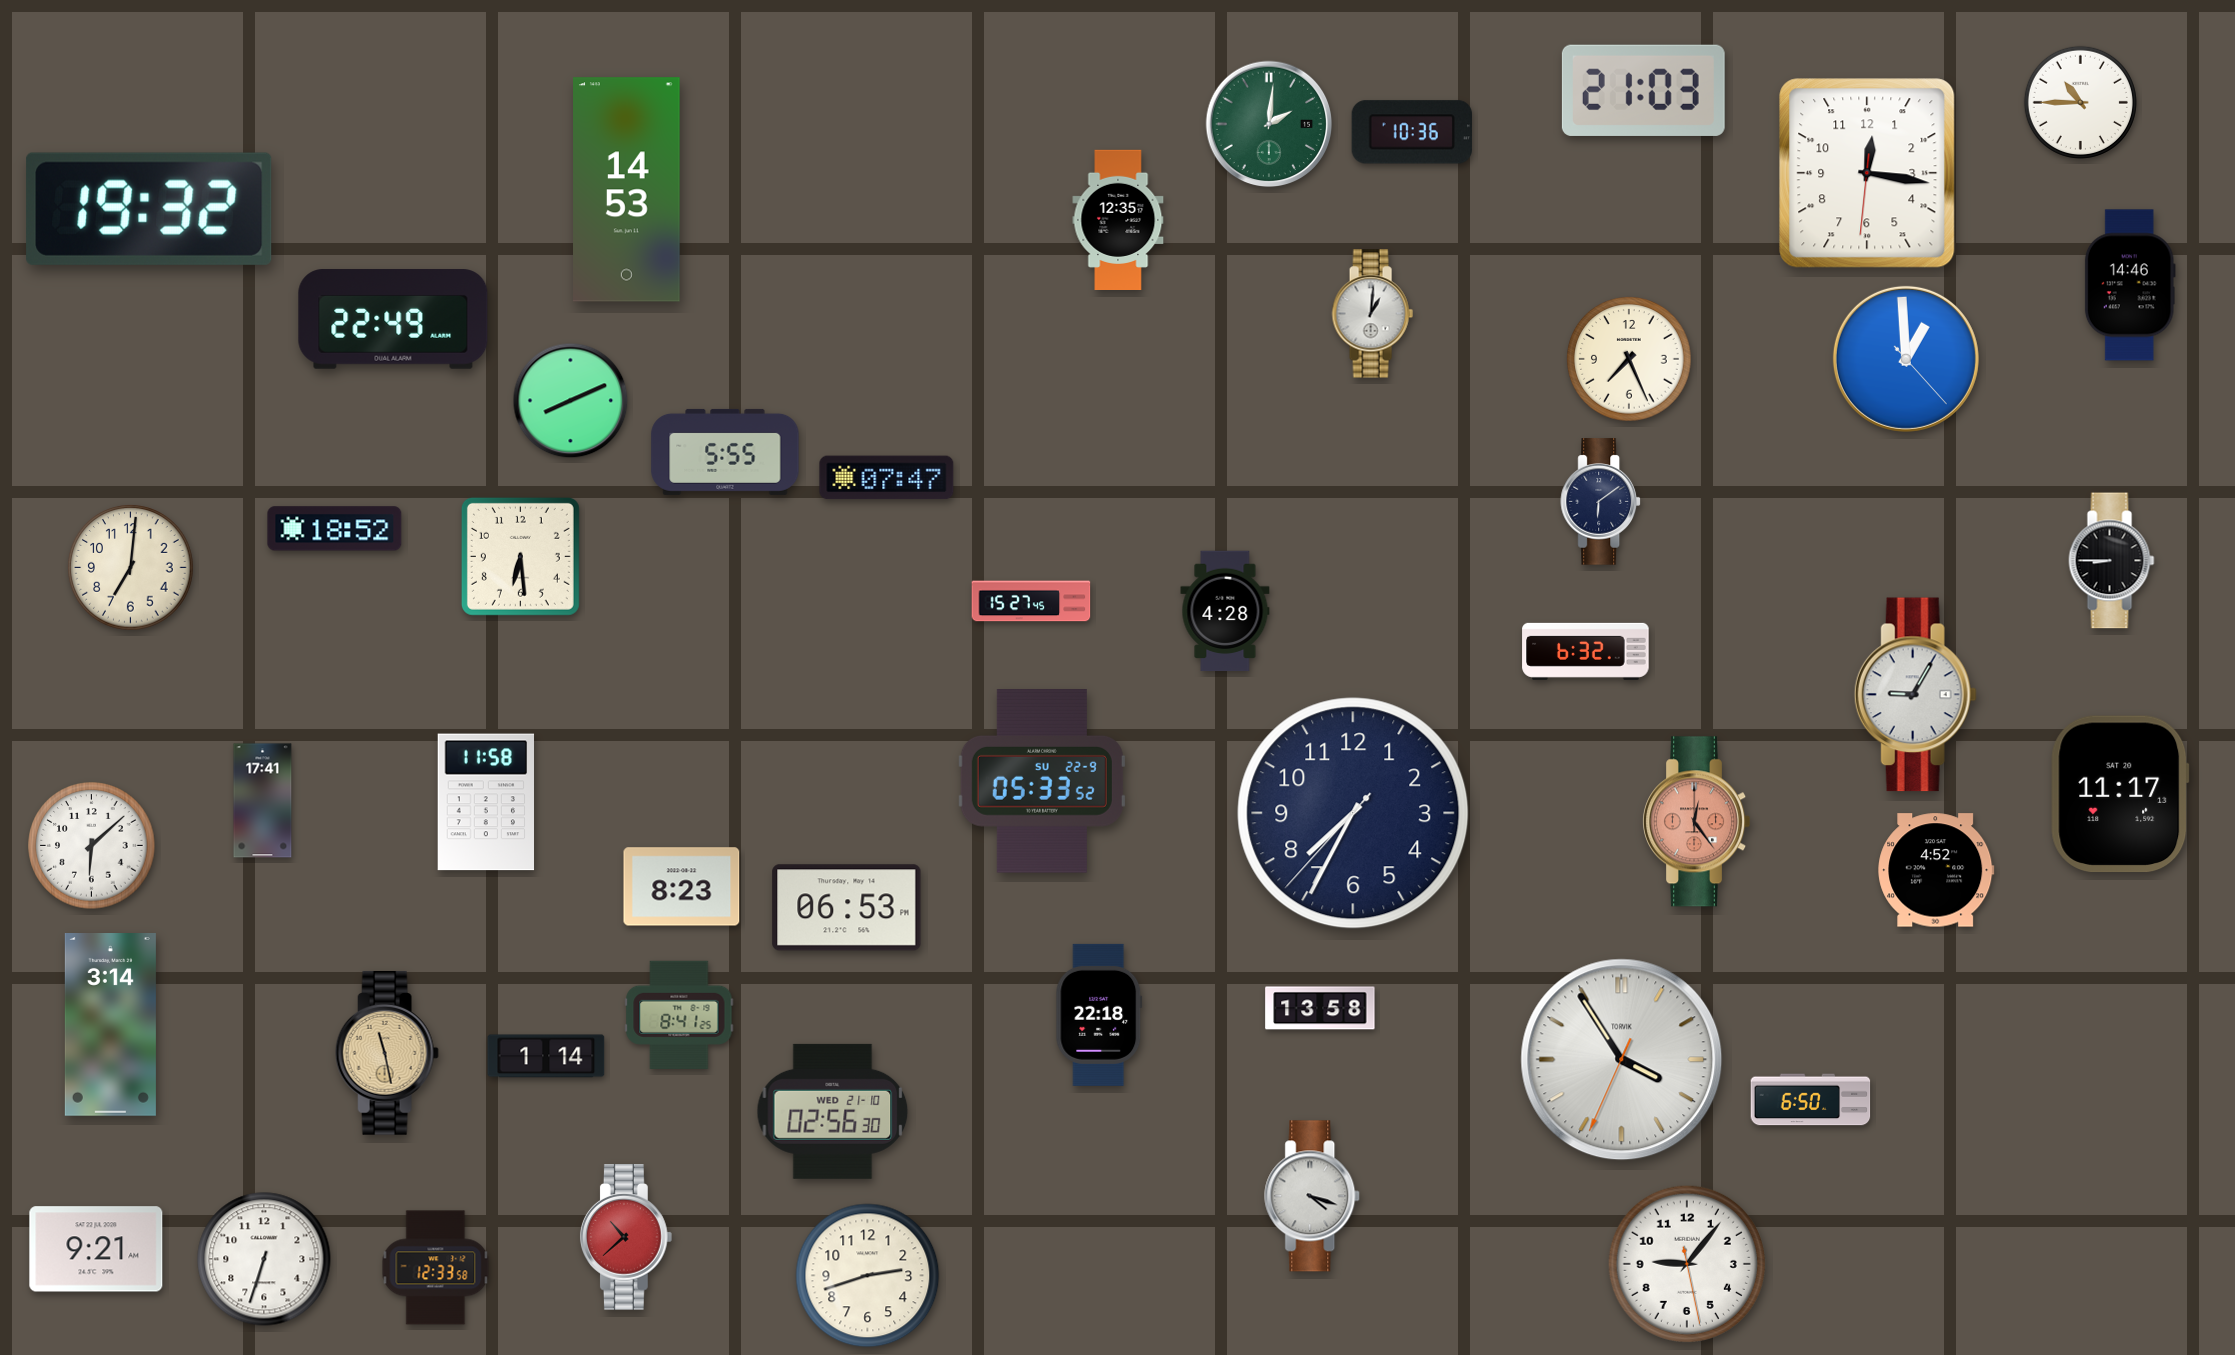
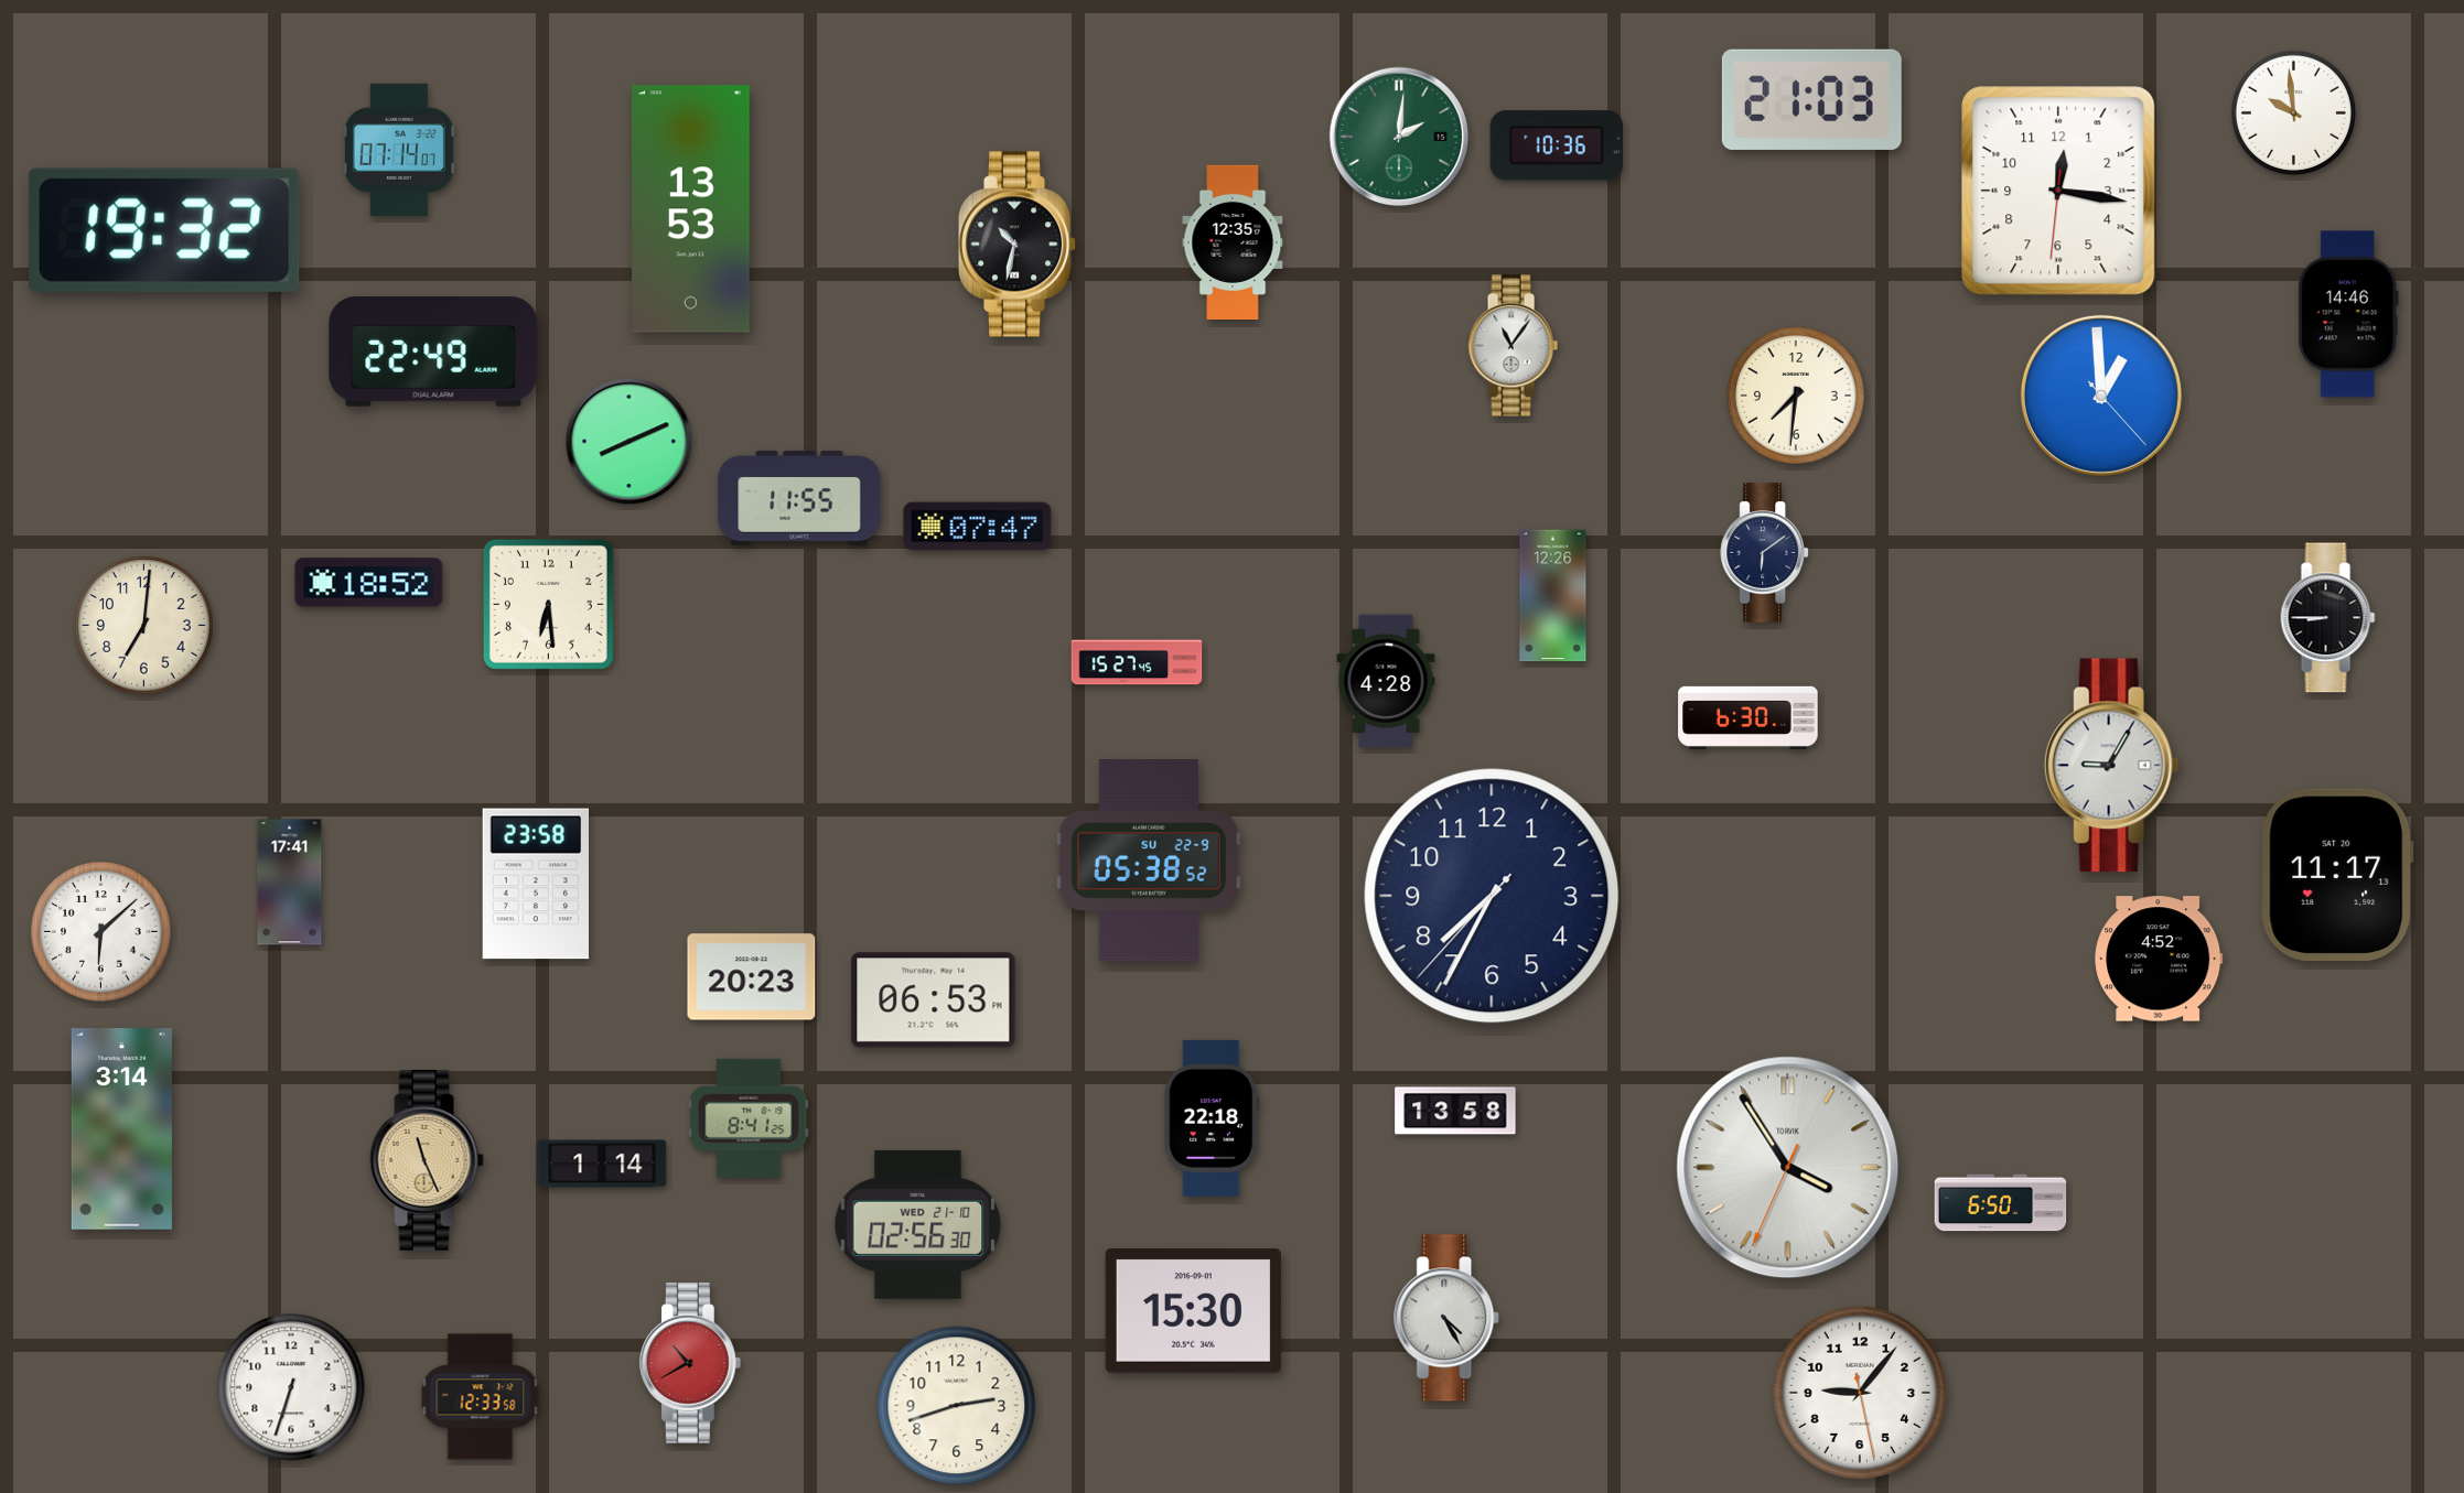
clock at (2080, 102): 10:45 -> 9:59
clock at (399, 150): none -> 07:14
clock at (627, 190): 14:53 -> 13:53
clock at (1018, 245): none -> 10:32
clock at (1372, 314): 1:01 -> 11:06
clock at (1629, 359): 7:26 -> 7:31
clock at (725, 452): 5:55 -> 11:55
clock at (1553, 596): none -> 12:26
clock at (520, 556) position: (520, 556) -> (548, 604)
clock at (1225, 611) position: (1225, 611) -> (1386, 681)
clock at (1586, 651): 6:32 -> 6:30
clock at (1042, 782): 05:33 -> 05:38
clock at (486, 802): 11:58 -> 23:58
clock at (1697, 822): 12:24 -> none
clock at (1936, 870) position: (1936, 870) -> (2159, 959)
clock at (682, 887): 8:23 -> 20:23
clock at (387, 1053): 11:28 -> 11:26
clock at (1811, 1100) position: (1811, 1100) -> (2001, 1203)
clock at (1193, 1311): none -> 15:30
clock at (1313, 1196): 4:18 -> 4:25
clock at (626, 1237): 10:38 -> 10:40
clock at (96, 1249): 9:21 -> none
